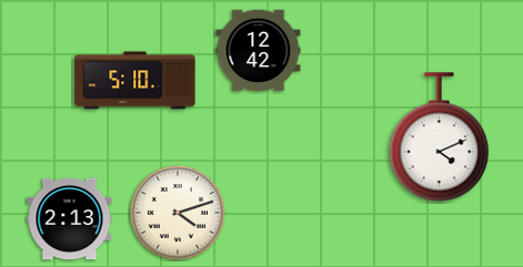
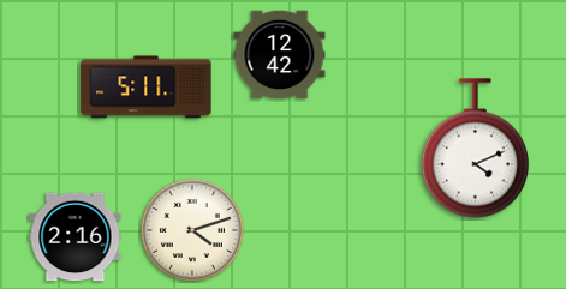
clock at (135, 81): 5:10 -> 5:11
clock at (70, 219): 2:13 -> 2:16
